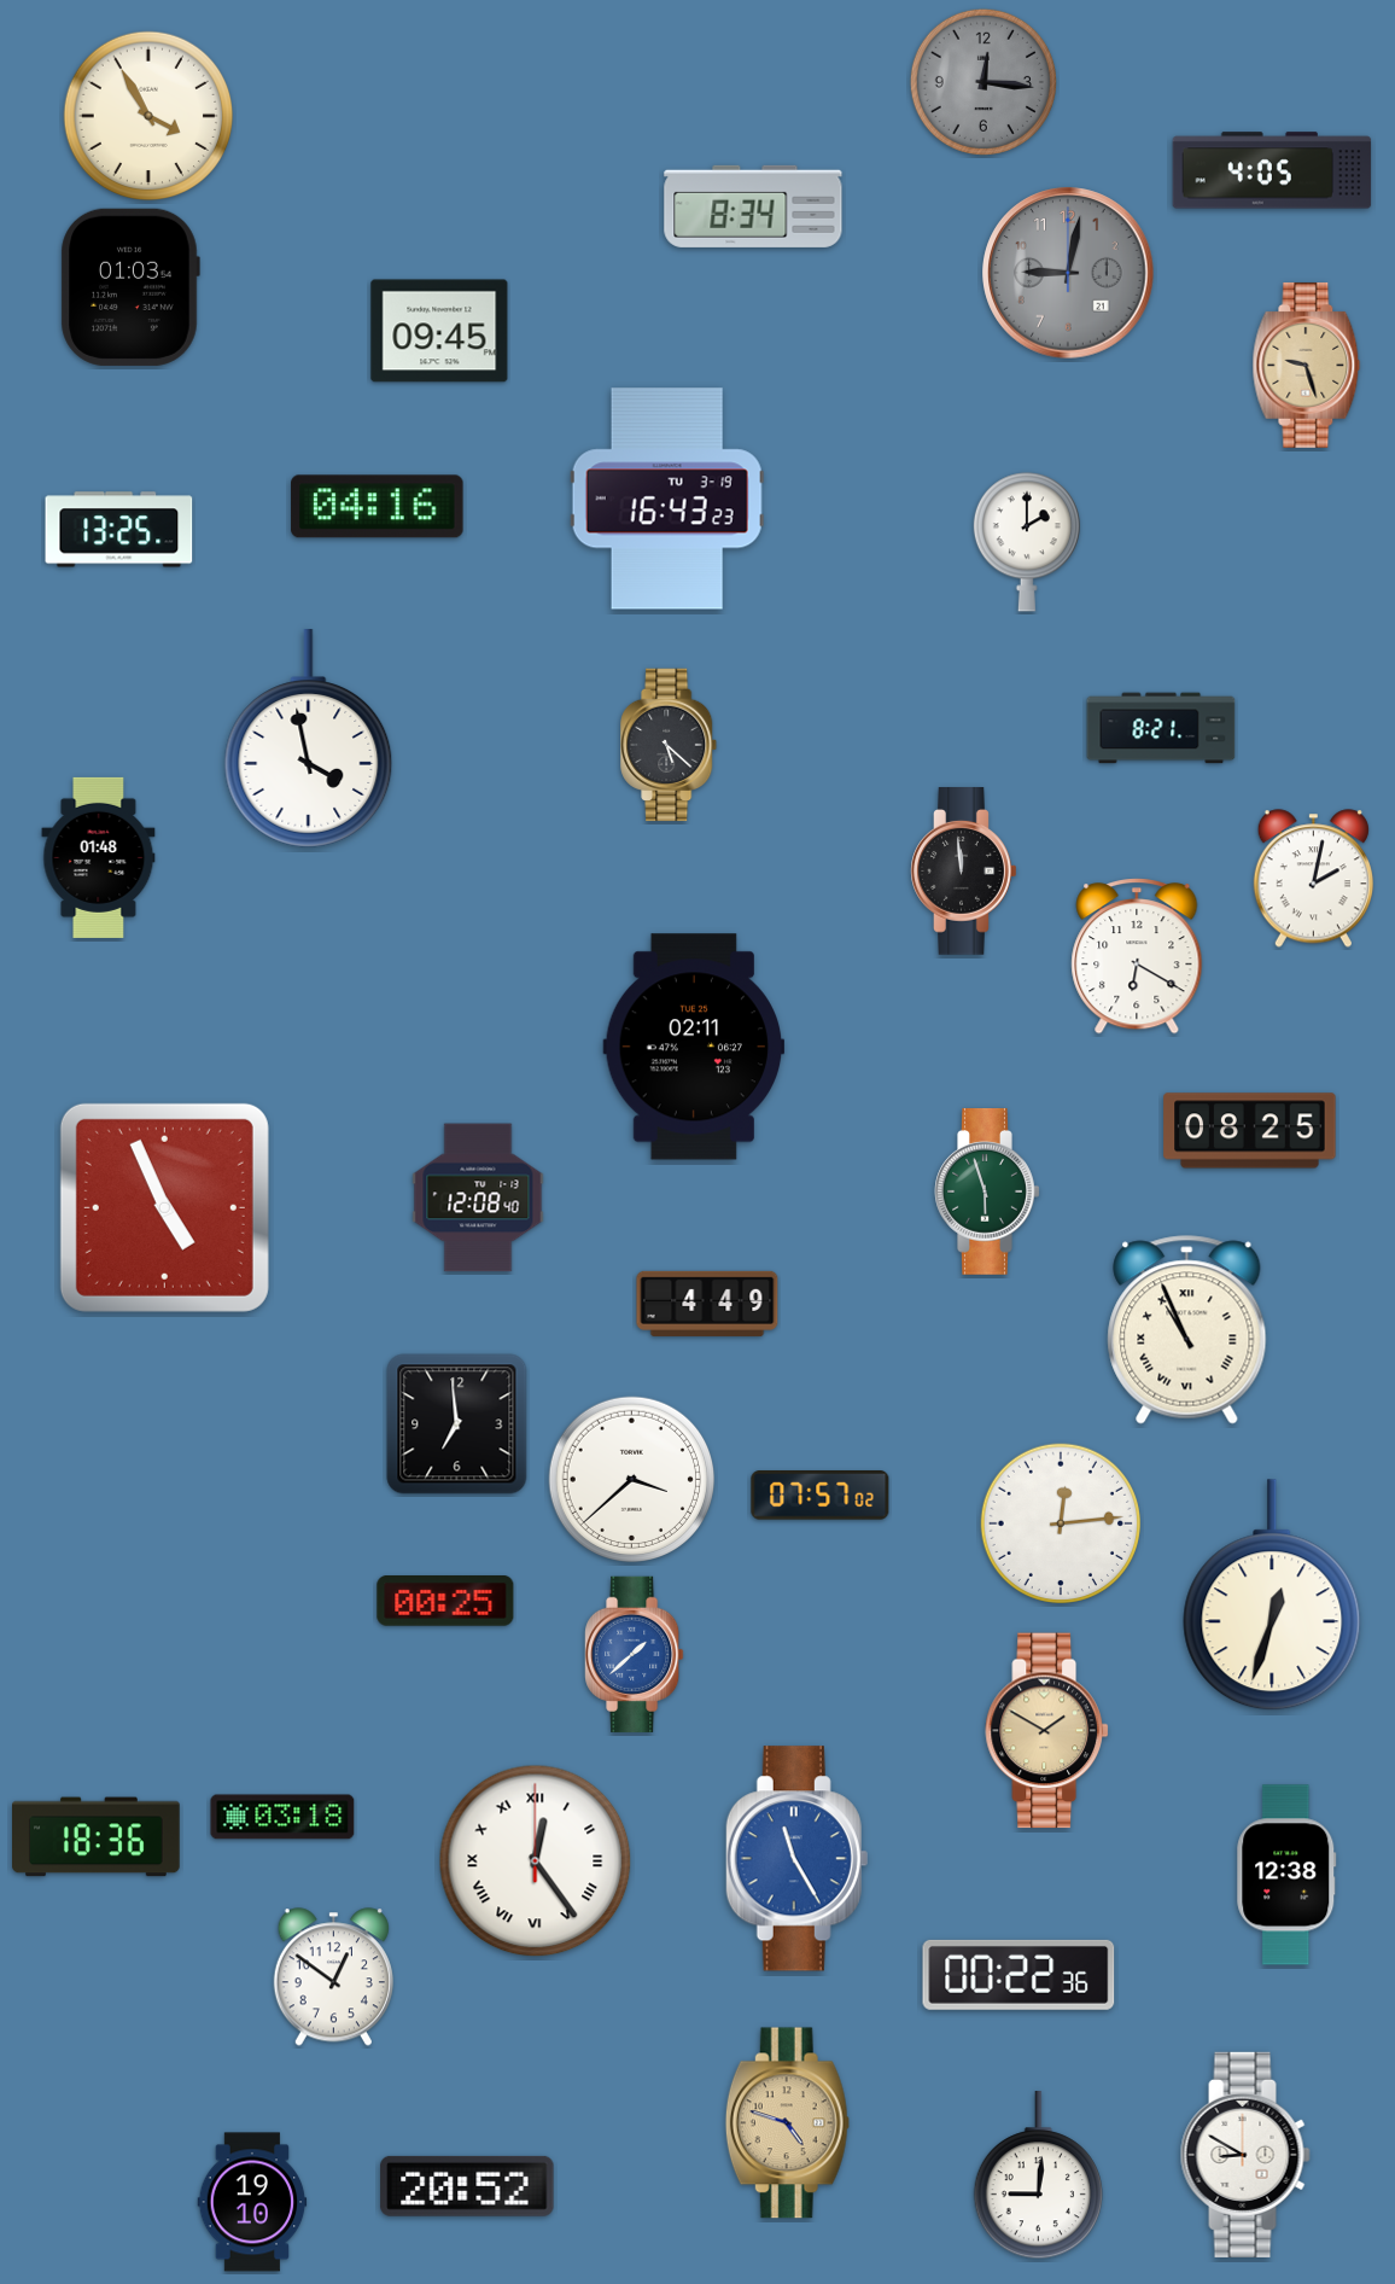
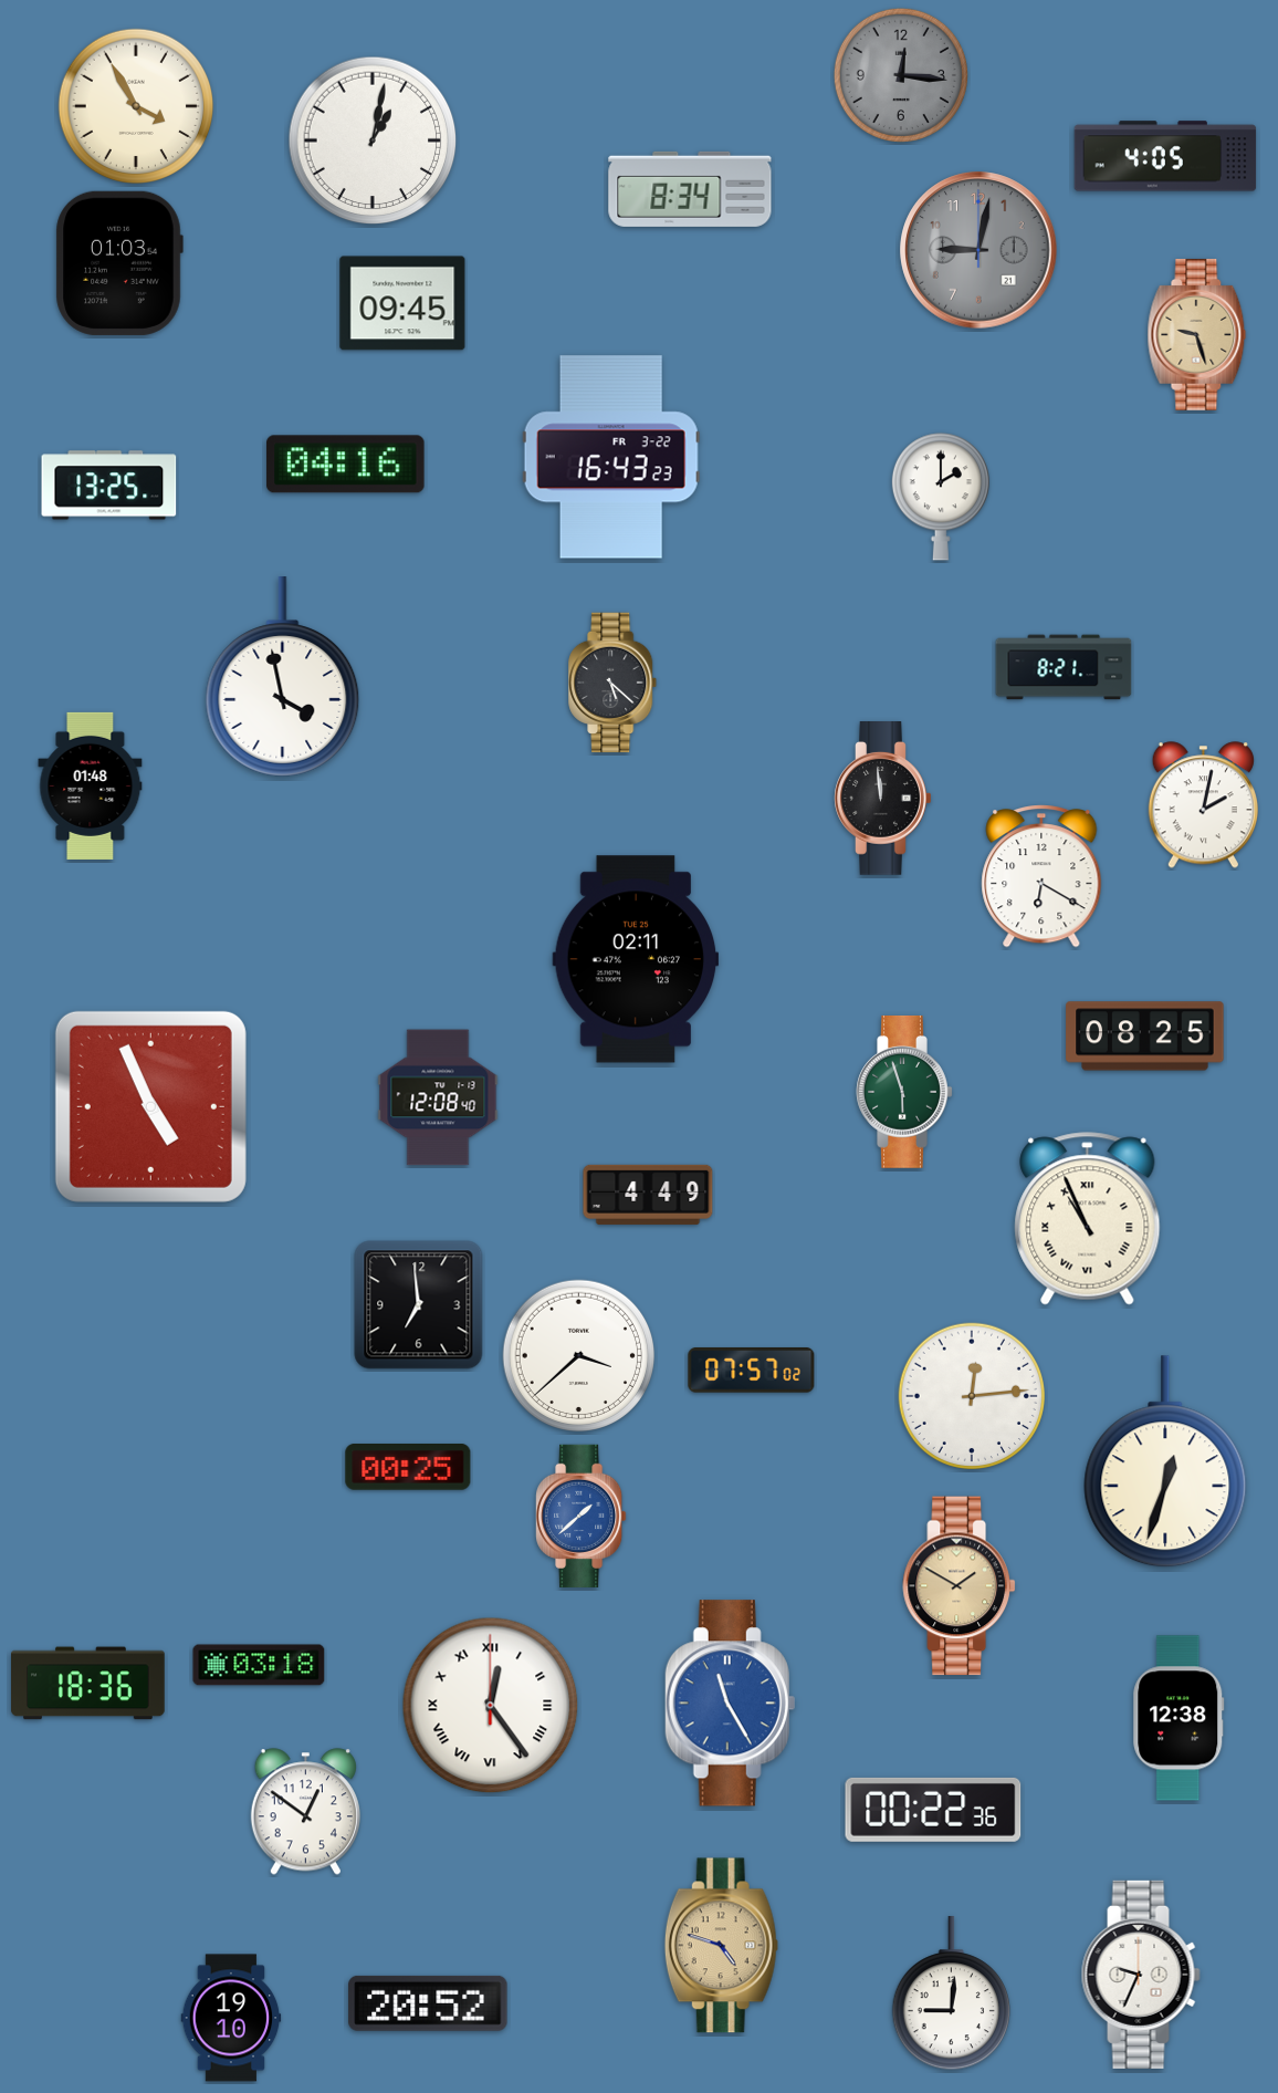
clock at (373, 140): none -> 1:02
clock at (667, 499) date: TU 3-19 -> FR 3-22
clock at (1245, 2155): 8:50 -> 9:34
